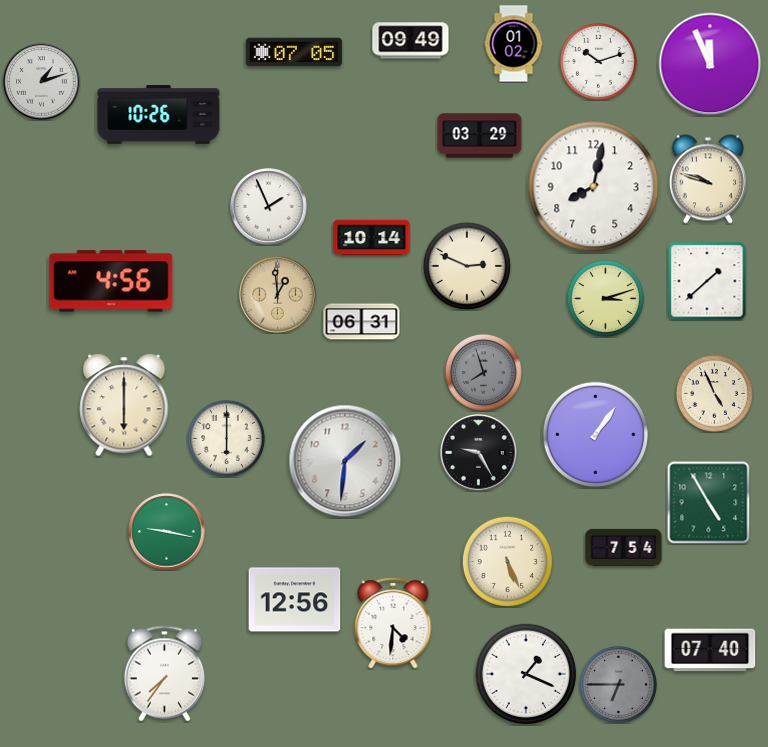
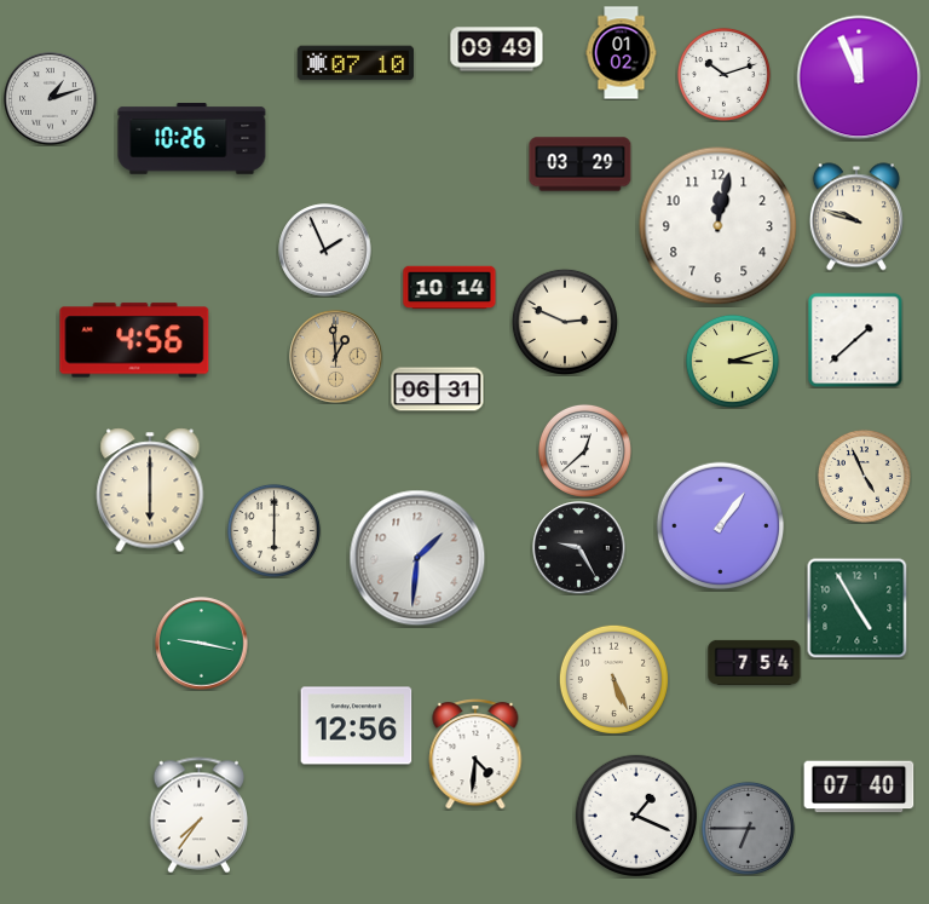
clock at (294, 52): 07:05 -> 07:10
clock at (594, 187): 8:02 -> 12:02
clock at (483, 372): 7:57 -> 12:38
clock at (483, 372) dial: grey -> white
